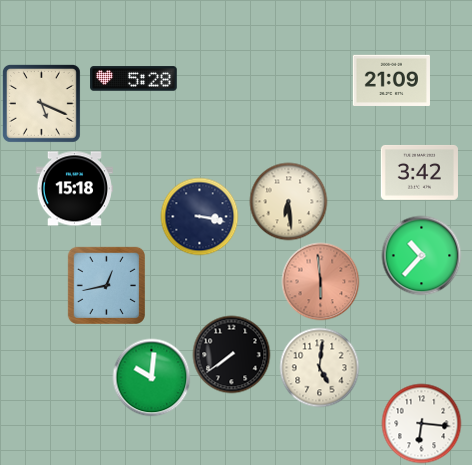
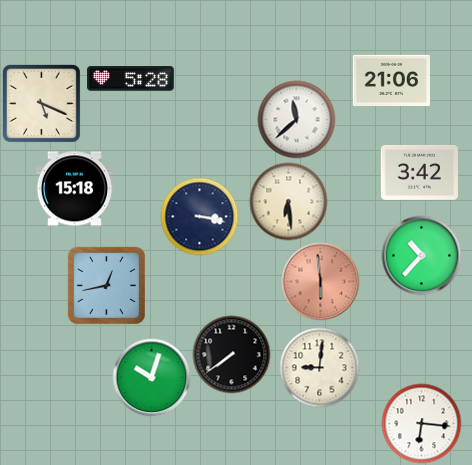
clock at (134, 79) position: (134, 79) -> (131, 79)
clock at (391, 80): 21:09 -> 21:06
clock at (296, 119): none -> 11:38
clock at (319, 367): 5:01 -> 9:01
clock at (151, 377): 10:01 -> 10:03
